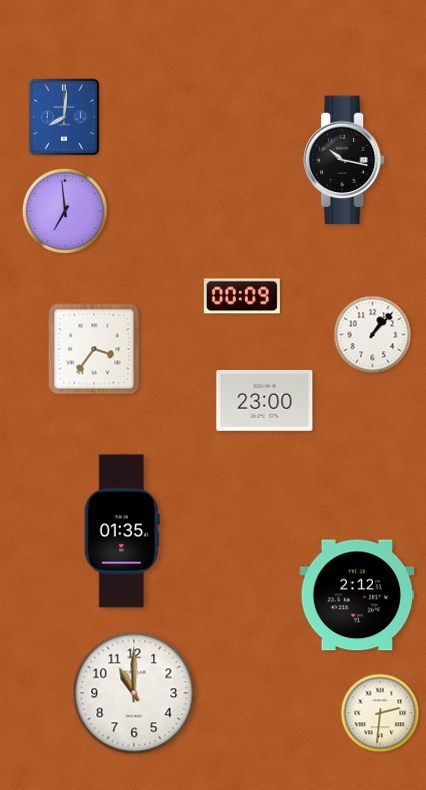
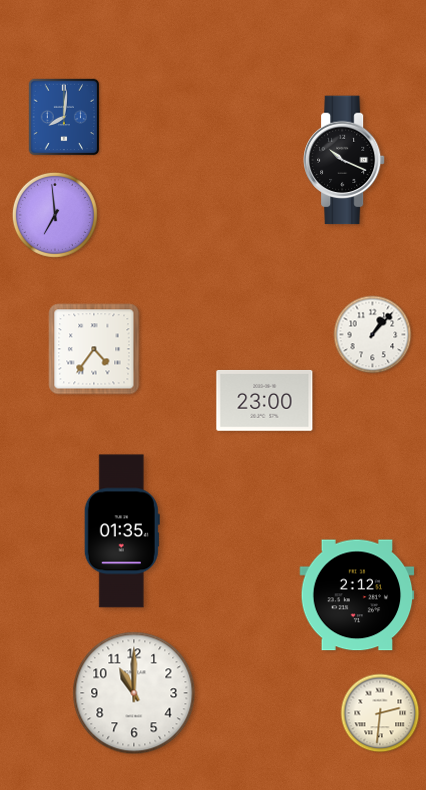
clock at (345, 160): 10:17 -> 10:19
clock at (65, 211) position: (65, 211) -> (55, 215)
clock at (242, 296): 00:09 -> none
clock at (94, 349): 3:36 -> 4:36
